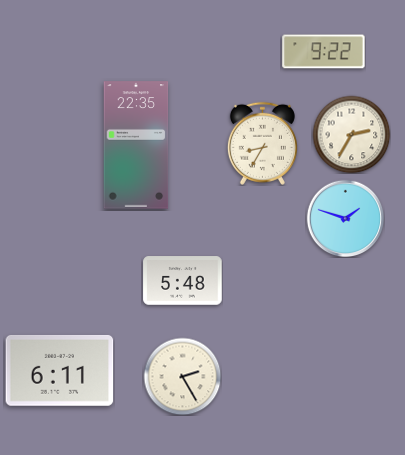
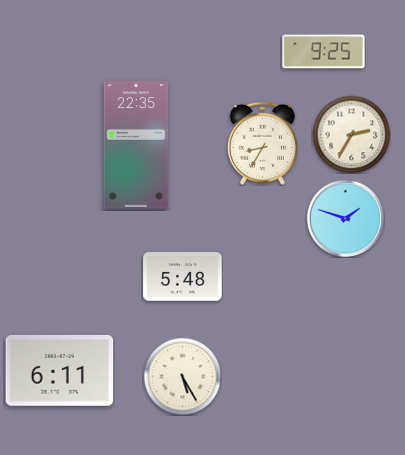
clock at (324, 52): 9:22 -> 9:25
clock at (183, 281) position: (183, 281) -> (183, 277)
clock at (182, 376): 2:25 -> 5:25
